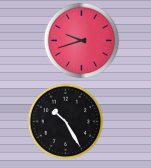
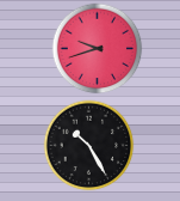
clock at (66, 122) position: (66, 122) -> (89, 146)
